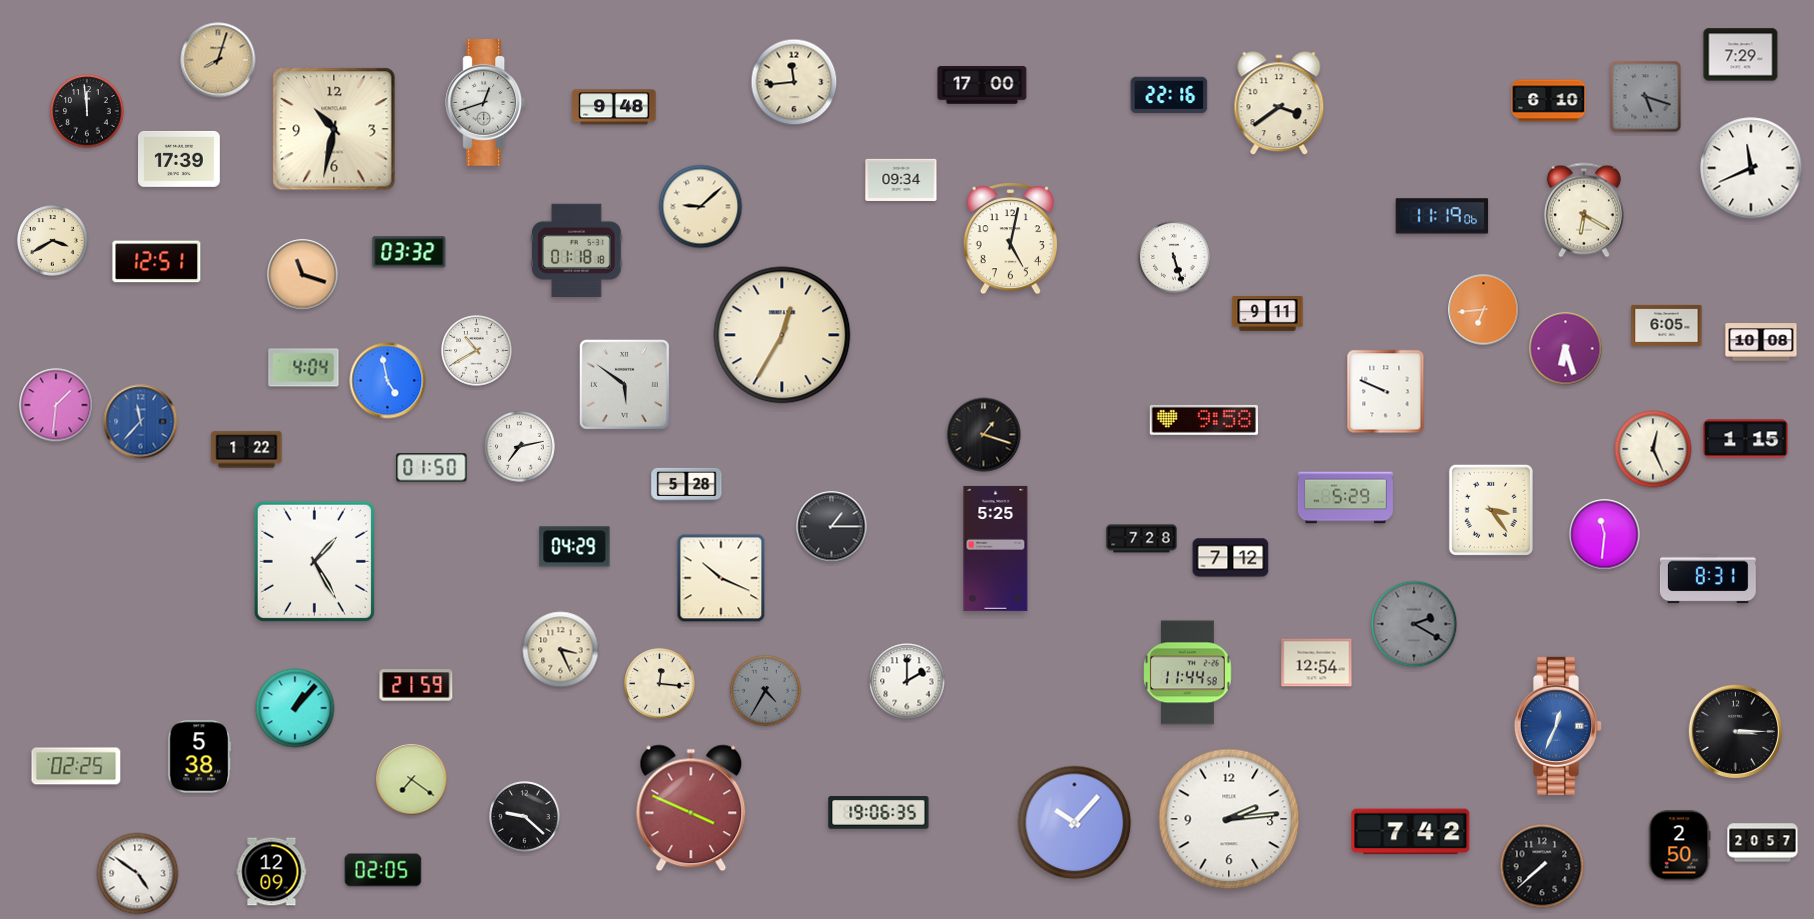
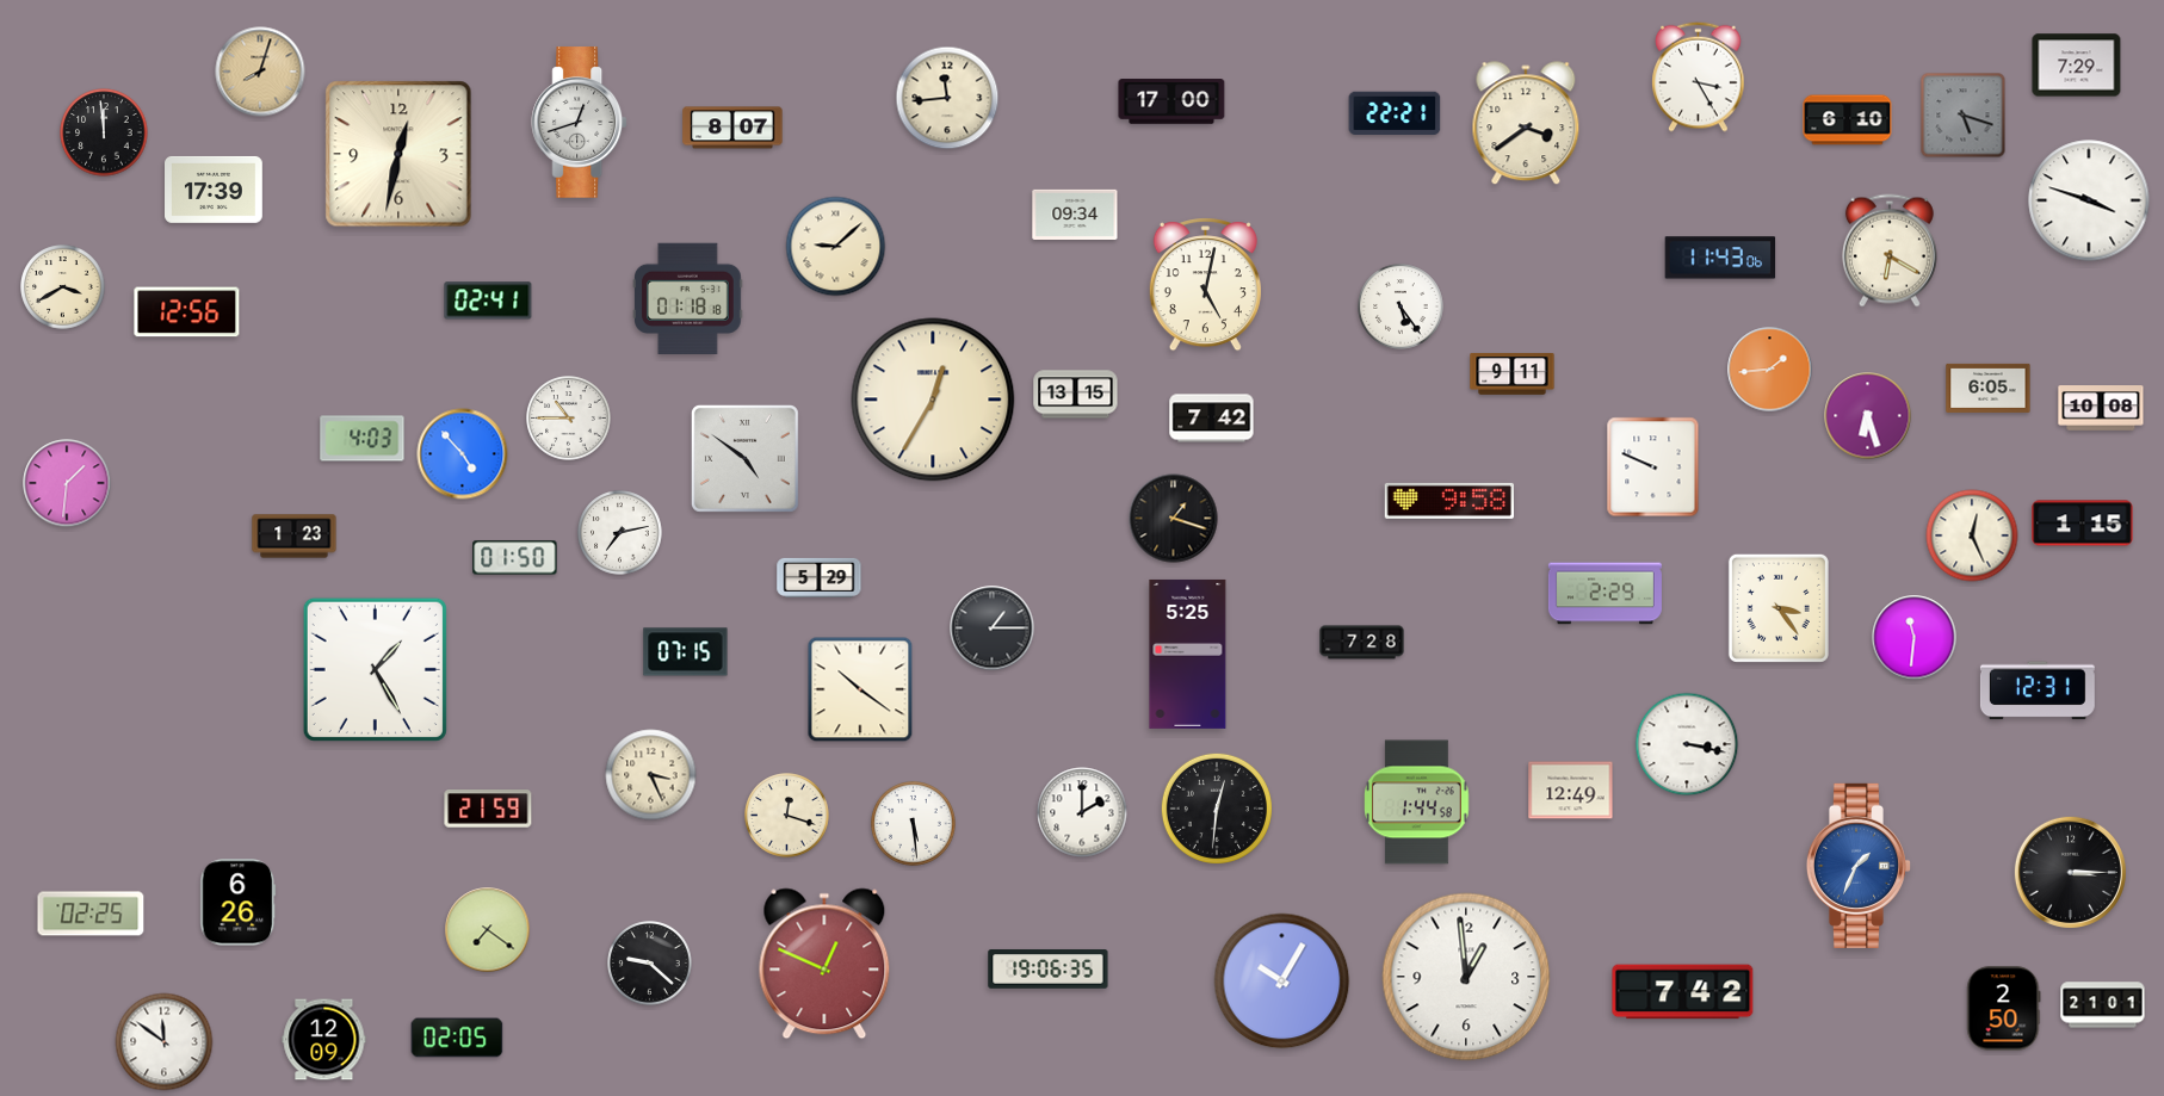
clock at (1699, 76): none -> 3:25
clock at (1169, 94): 22:16 -> 22:21
clock at (614, 107): 9:48 -> 8:07
clock at (334, 129): 10:32 -> 12:32
clock at (1751, 168): 11:41 -> 3:48
clock at (1442, 216): 11:19 -> 11:43
clock at (409, 252): 03:32 -> 02:41
clock at (1174, 257): 5:27 -> 5:24
clock at (157, 262): 12:51 -> 12:56
clock at (303, 275): 11:18 -> none
clock at (1484, 310): 6:44 -> 1:44
clock at (1076, 395): none -> 13:15
clock at (477, 351): 10:40 -> 10:45
clock at (1212, 419): none -> 7:42
clock at (304, 368): 4:04 -> 4:03
clock at (388, 381): 4:58 -> 4:53
clock at (624, 384): 5:51 -> 4:51
clock at (1204, 420) position: (1204, 420) -> (1449, 501)
clock at (141, 422): 11:37 -> none
clock at (247, 450): 1:22 -> 1:23
clock at (687, 484): 5:28 -> 5:29
clock at (1345, 498): 5:29 -> 2:29
clock at (575, 547): 04:29 -> 07:15
clock at (1231, 558): 7:12 -> none
clock at (721, 578): 10:19 -> 10:21
clock at (1708, 579): 8:31 -> 12:31
clock at (1414, 624): 2:20 -> 3:17
clock at (1414, 624) dial: grey -> white
clock at (561, 650) position: (561, 650) -> (651, 775)
clock at (1317, 663): 12:54 -> 12:49
clock at (1188, 673): 11:44 -> 1:44
clock at (1217, 809): none -> 12:31
clock at (660, 684): 12:16 -> 12:18
clock at (416, 685) position: (416, 685) -> (488, 809)
clock at (766, 691): 4:35 -> 5:29
clock at (766, 691) dial: grey -> white
clock at (295, 708): 1:07 -> none
clock at (1557, 726): 12:34 -> 1:34
clock at (200, 757): 5:38 -> 6:26
clock at (412, 780) position: (412, 780) -> (488, 930)
clock at (691, 808): 3:49 -> 12:49
clock at (525, 817) position: (525, 817) -> (650, 964)
clock at (1229, 819): 2:14 -> 12:59
clock at (1075, 823): 10:07 -> 10:05
clock at (1763, 843): 20:57 -> 21:01
clock at (1542, 866): 7:38 -> none
clock at (138, 874): 4:51 -> 11:51
